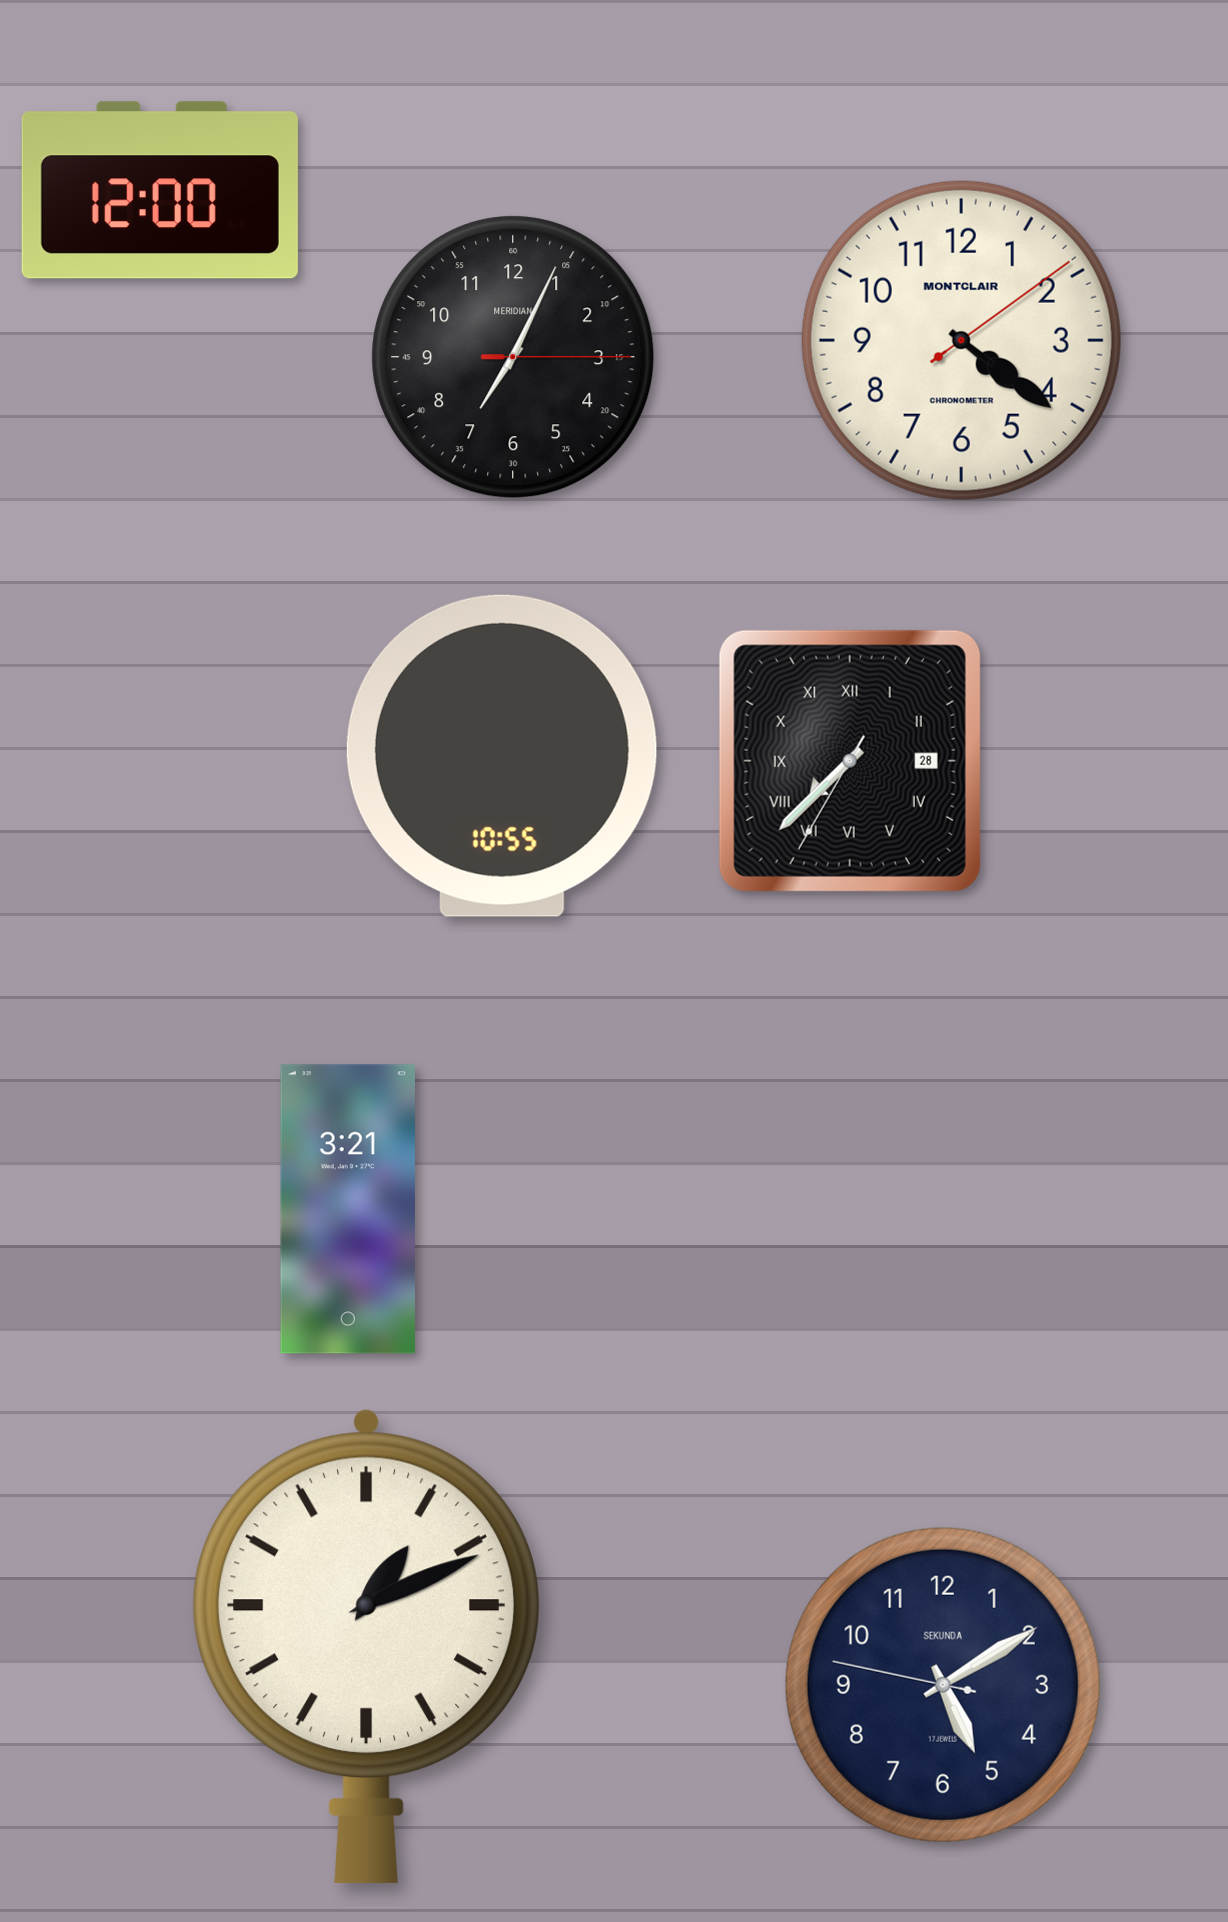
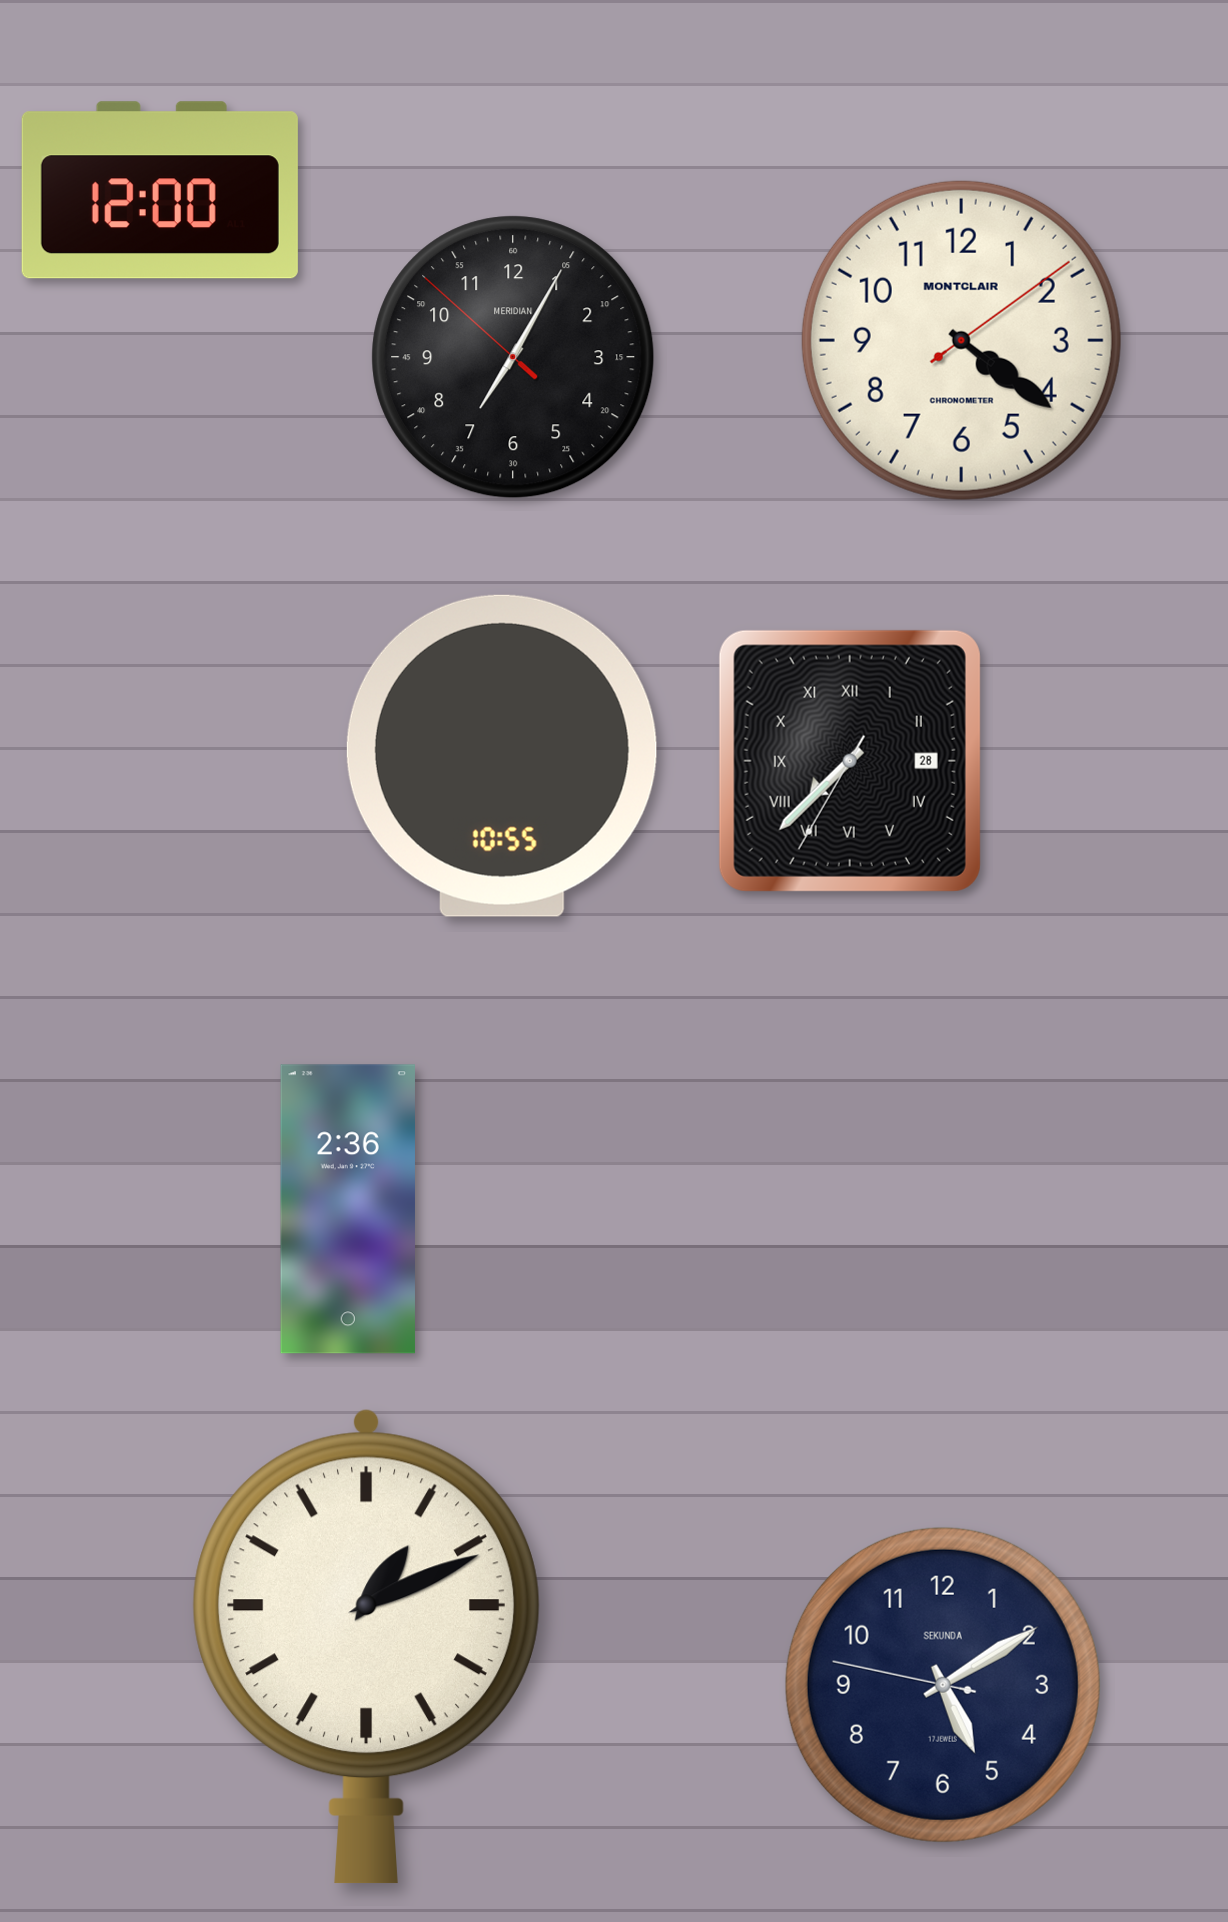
clock at (513, 357): 7:04:15 -> 7:04:52
clock at (348, 1209): 3:21 -> 2:36
